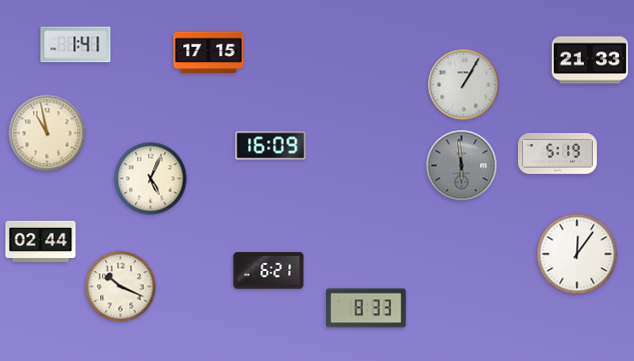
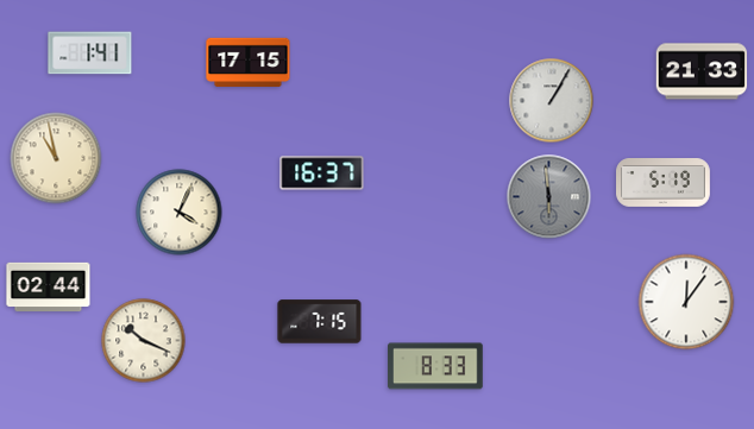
clock at (271, 146): 16:09 -> 16:37
clock at (151, 179): 5:04 -> 4:04
clock at (269, 271): 6:21 -> 7:15
